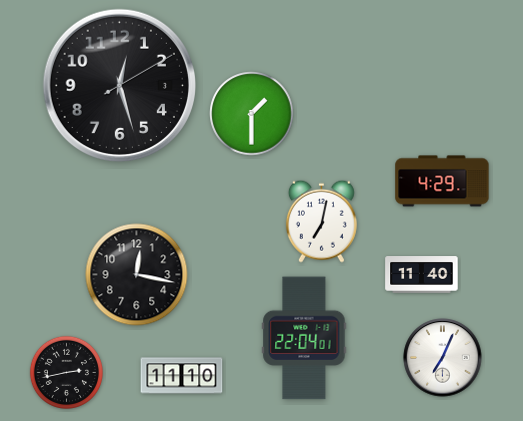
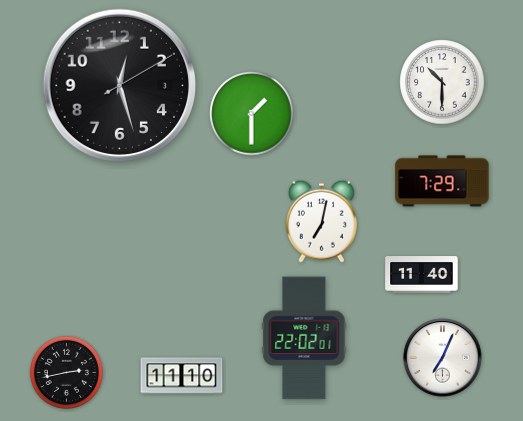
clock at (442, 82): none -> 10:30
clock at (442, 181): 4:29 -> 7:29
clock at (137, 275): 12:17 -> none
clock at (304, 338): 22:04 -> 22:02
